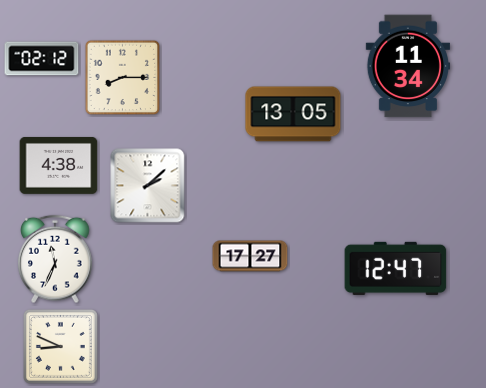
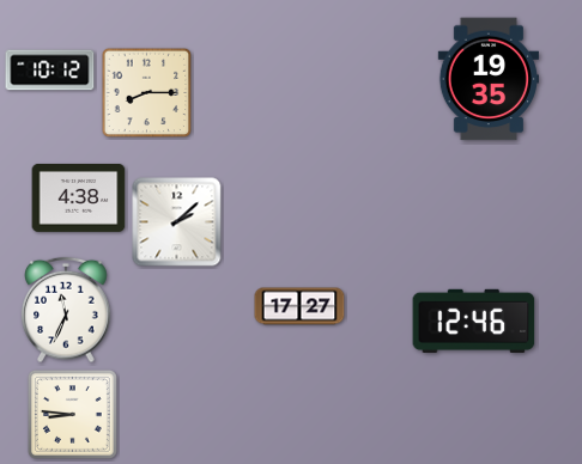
clock at (42, 59): 02:12 -> 10:12
clock at (407, 66): 11:34 -> 19:35
clock at (293, 114): 13:05 -> none
clock at (59, 165) position: (59, 165) -> (79, 197)
clock at (396, 268): 12:47 -> 12:46
clock at (60, 346): 8:49 -> 8:46
